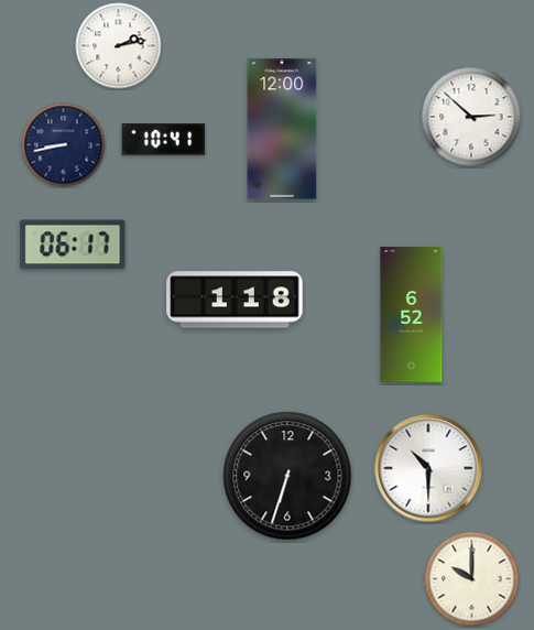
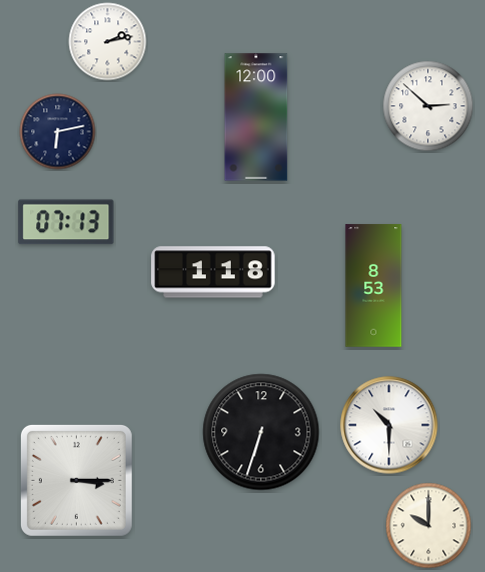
clock at (164, 140): 10:41 -> none
clock at (64, 145): 8:43 -> 6:13
clock at (73, 245): 06:17 -> 07:13
clock at (412, 315): 6:52 -> 8:53
clock at (76, 480): none -> 3:15
